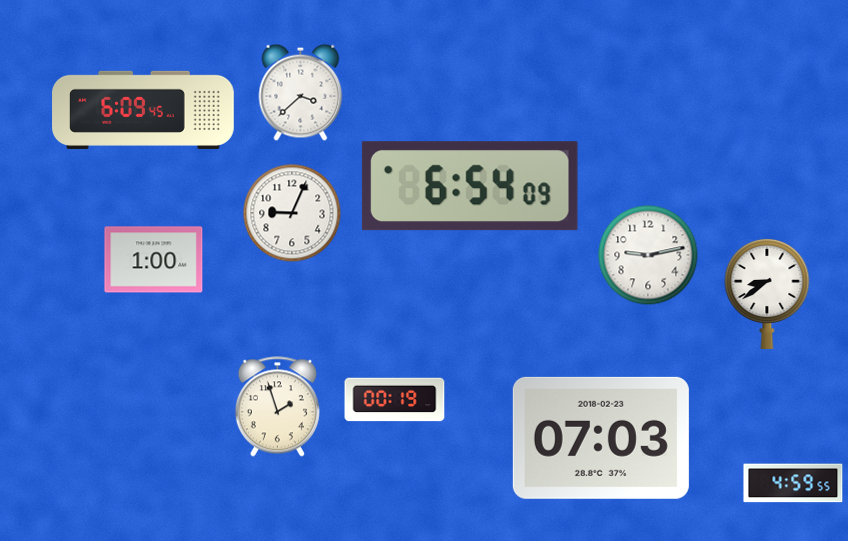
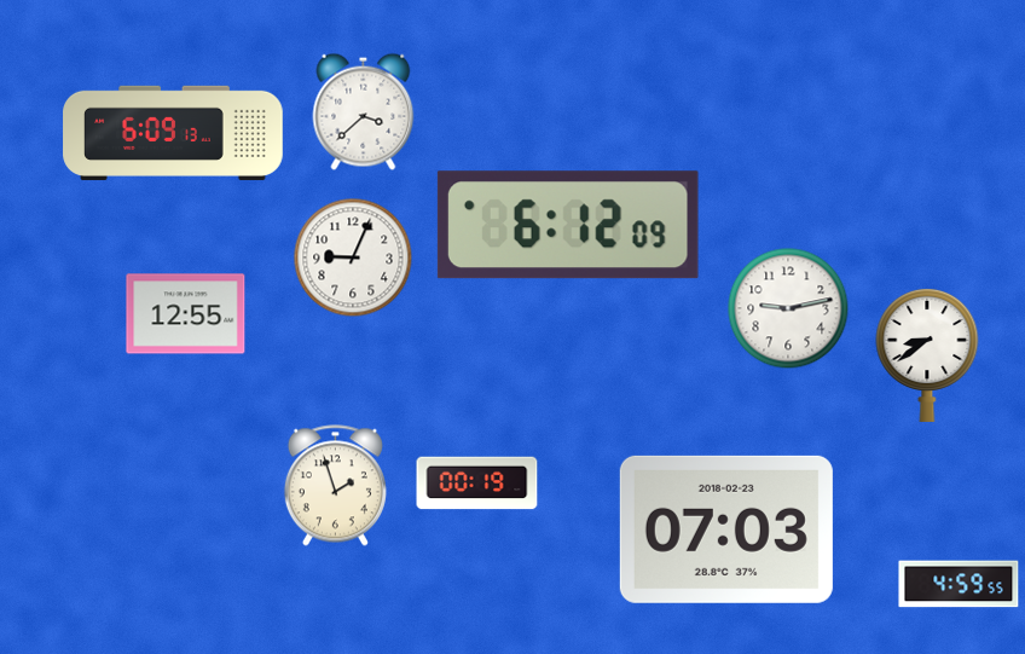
clock at (143, 110): 6:09:45 -> 6:09:13
clock at (470, 186): 6:54 -> 6:12
clock at (648, 255) position: (648, 255) -> (788, 308)
clock at (154, 260): 1:00 -> 12:55
clock at (277, 407) position: (277, 407) -> (335, 486)
